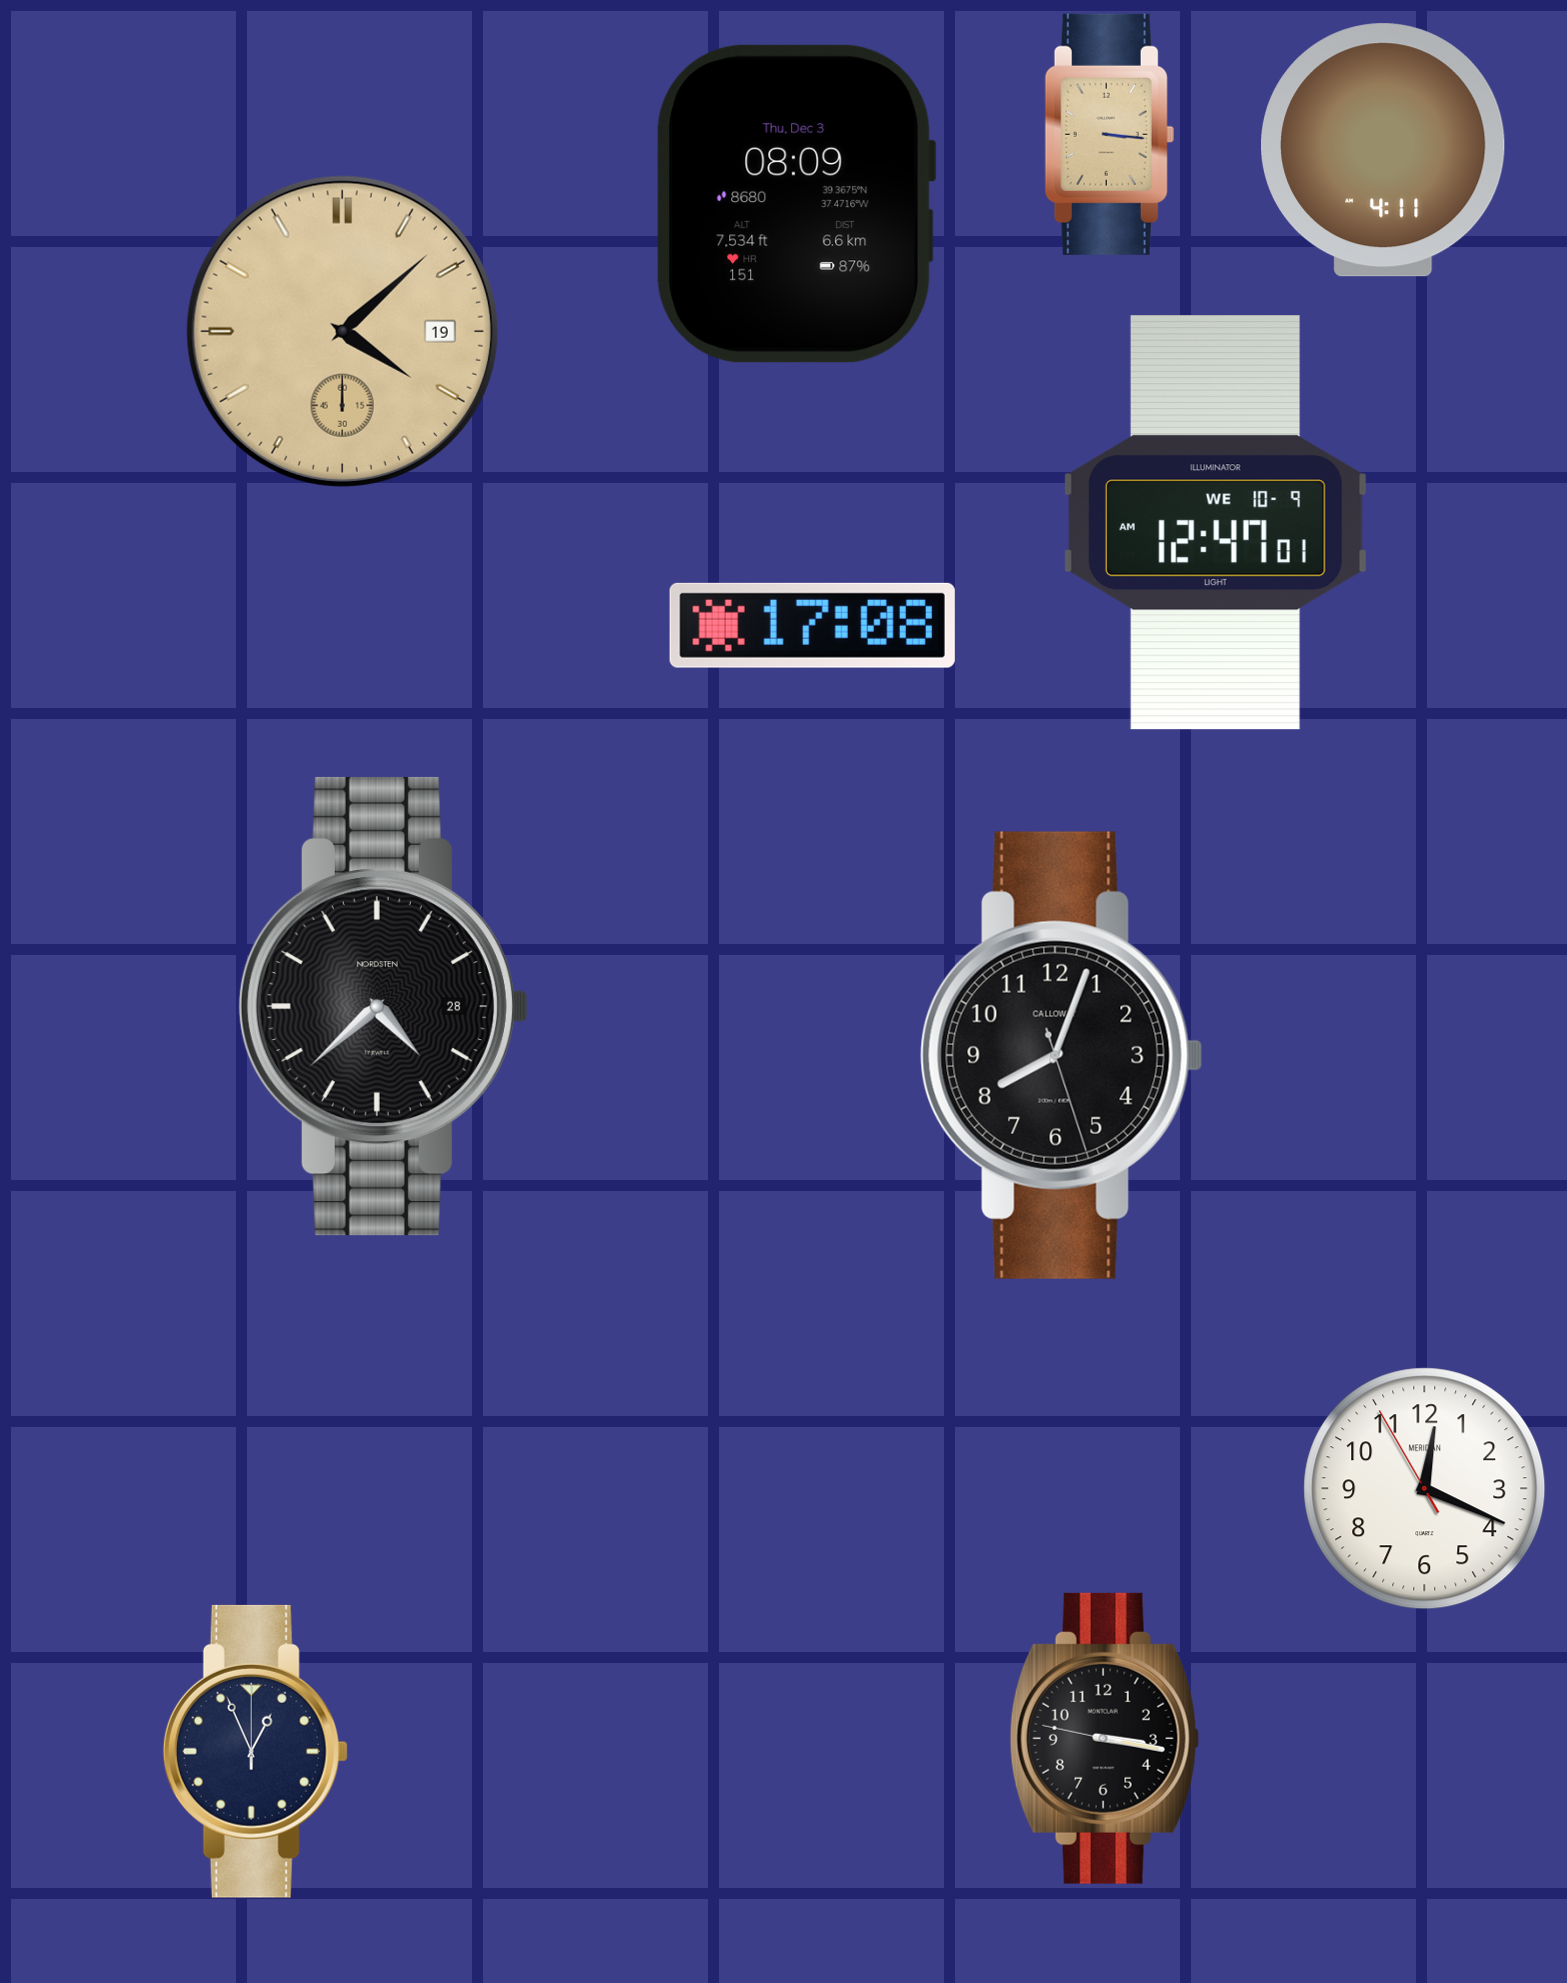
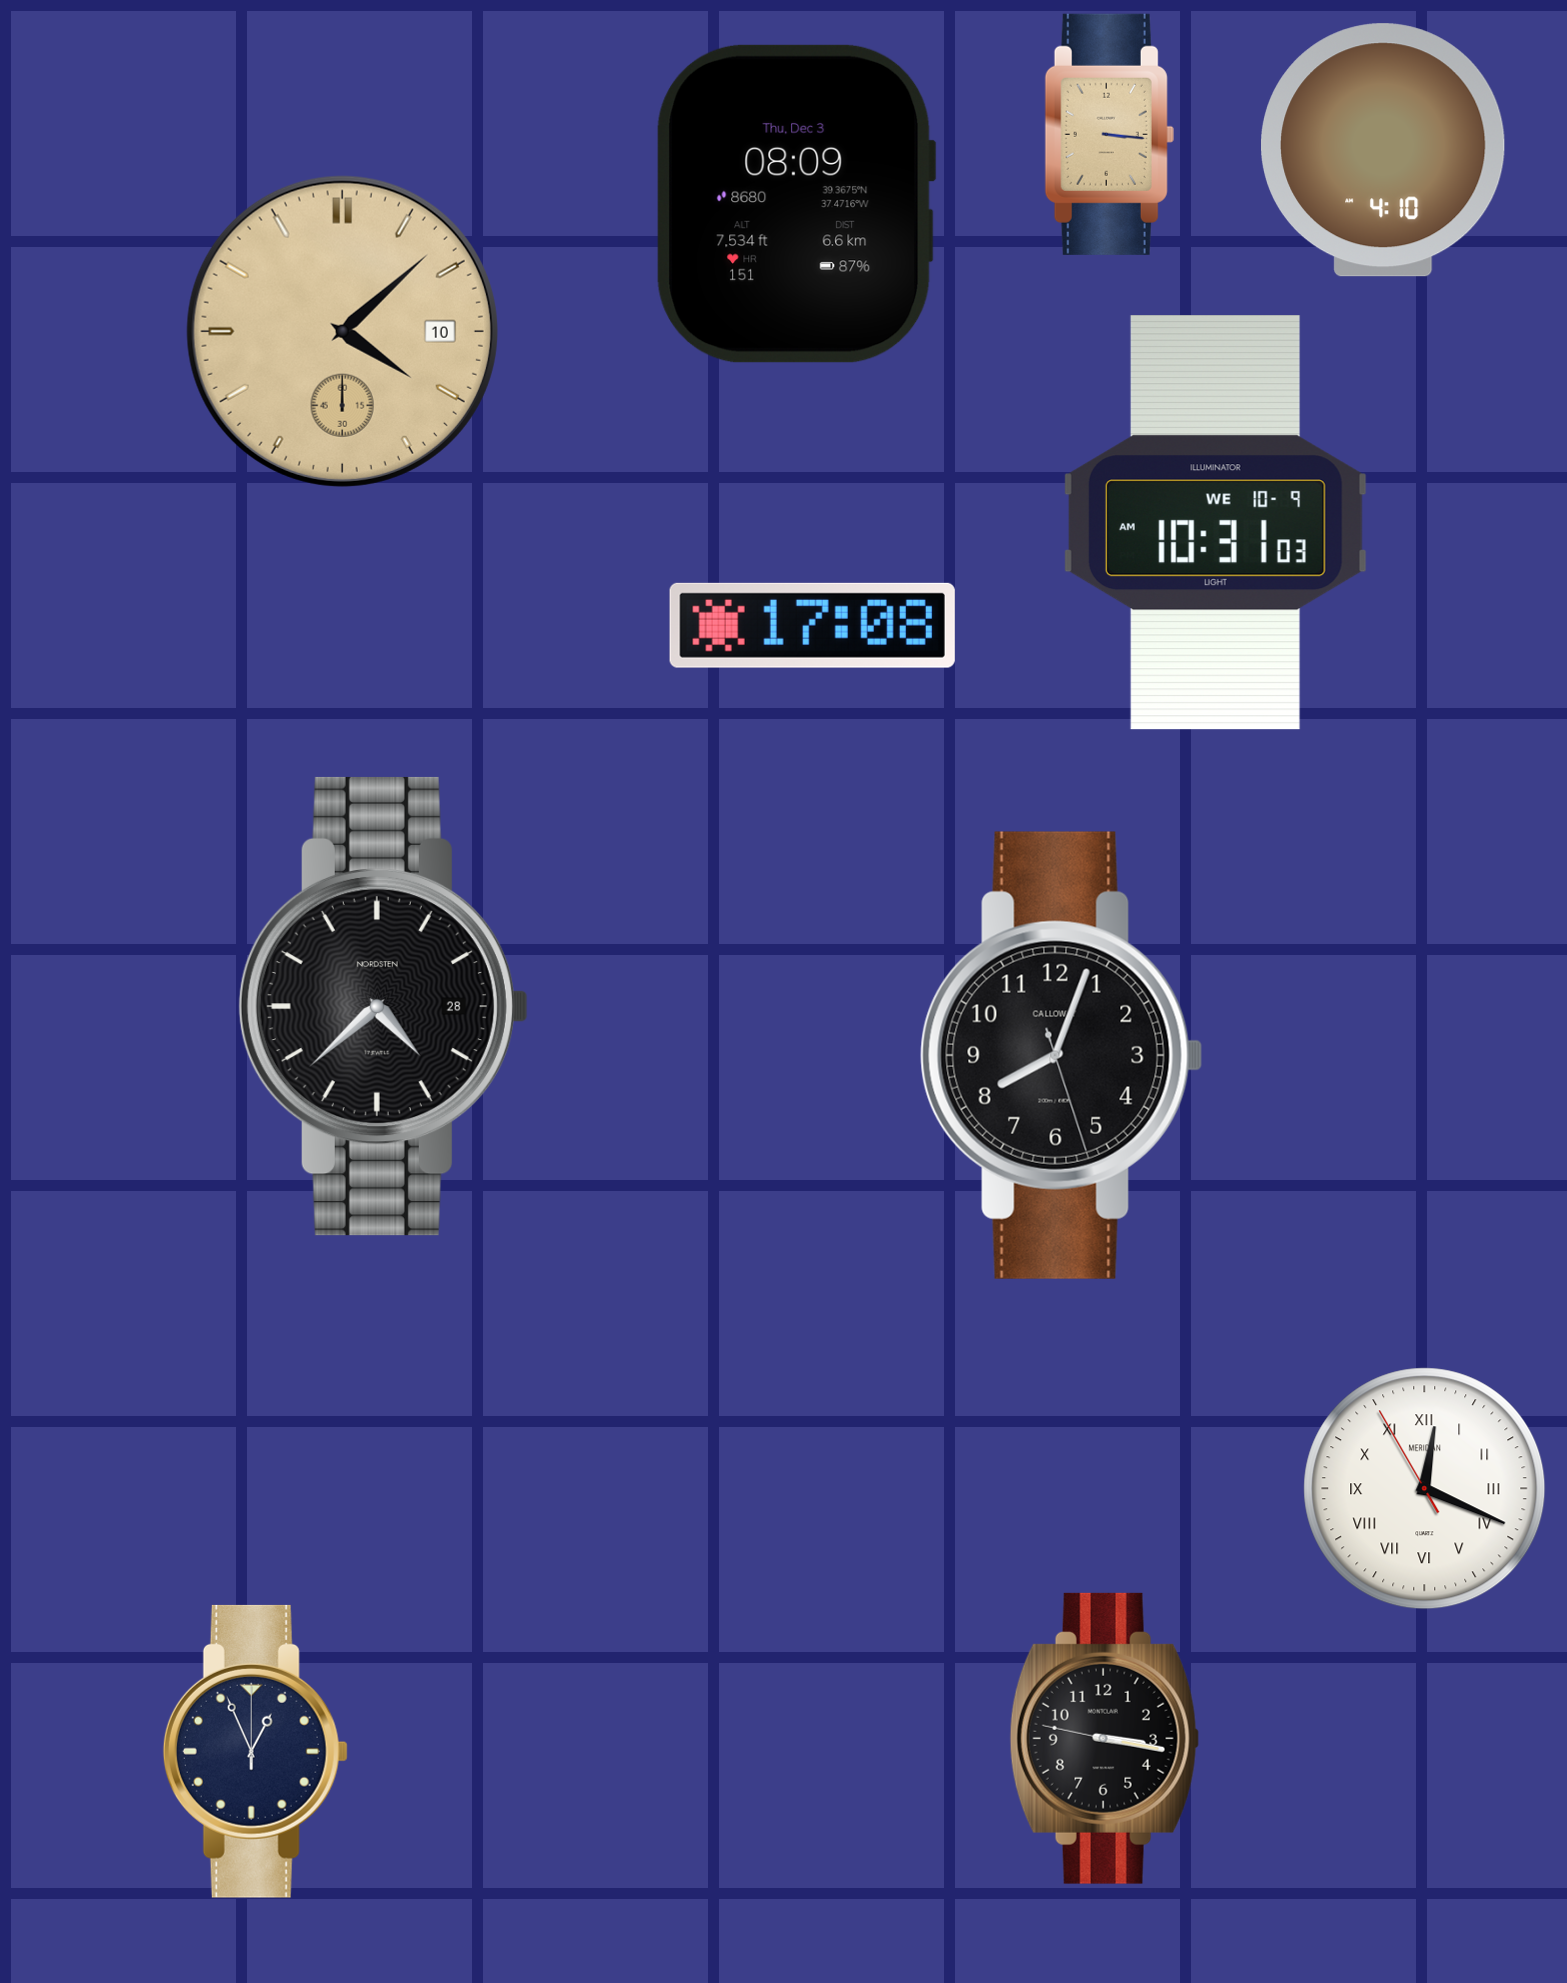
clock at (1384, 150): 4:11 -> 4:10
clock at (342, 331) date: 19 -> 10
clock at (1215, 523): 12:47 -> 10:31
clock at (1425, 1489) numerals: Arabic -> Roman
